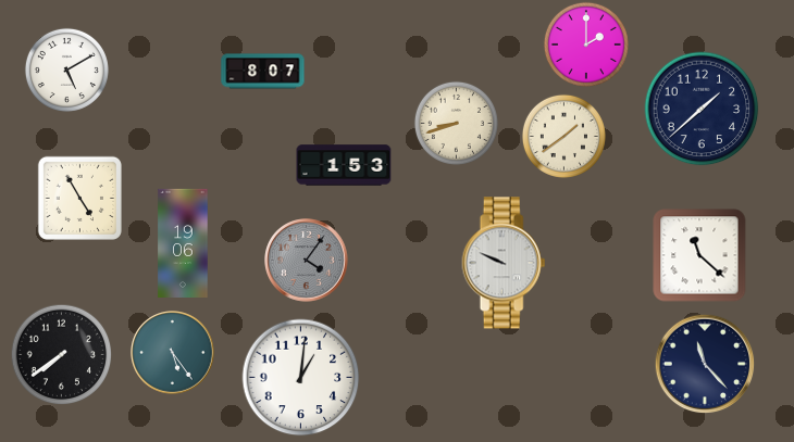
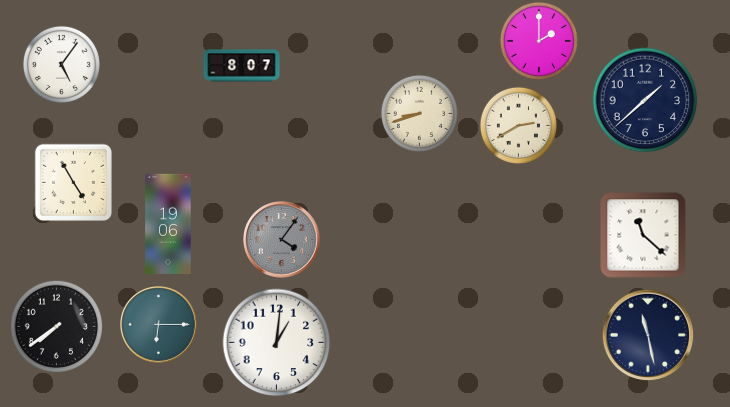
clock at (66, 70): 5:10 -> 5:06
clock at (563, 136): 1:39 -> 2:40
clock at (344, 165): 1:53 -> none
clock at (504, 263): 9:49 -> none
clock at (173, 353): 5:24 -> 6:15
clock at (705, 364): 11:23 -> 11:28
clock at (301, 378) position: (301, 378) -> (277, 343)
